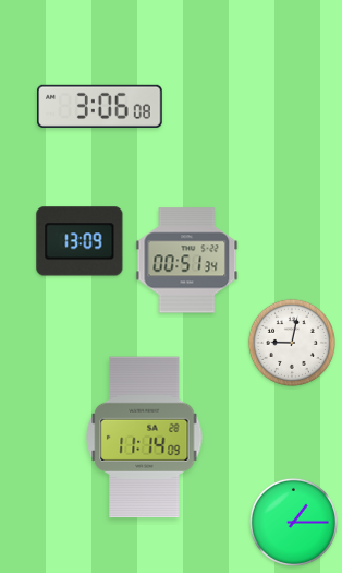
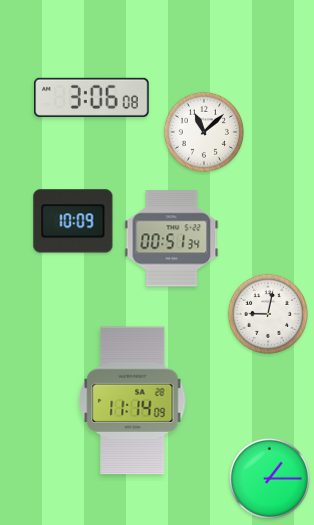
clock at (204, 132): none -> 11:08
clock at (80, 241): 13:09 -> 10:09
